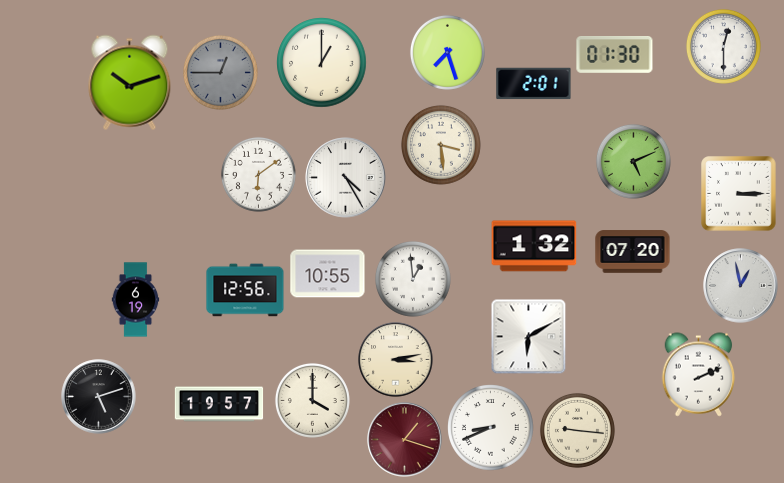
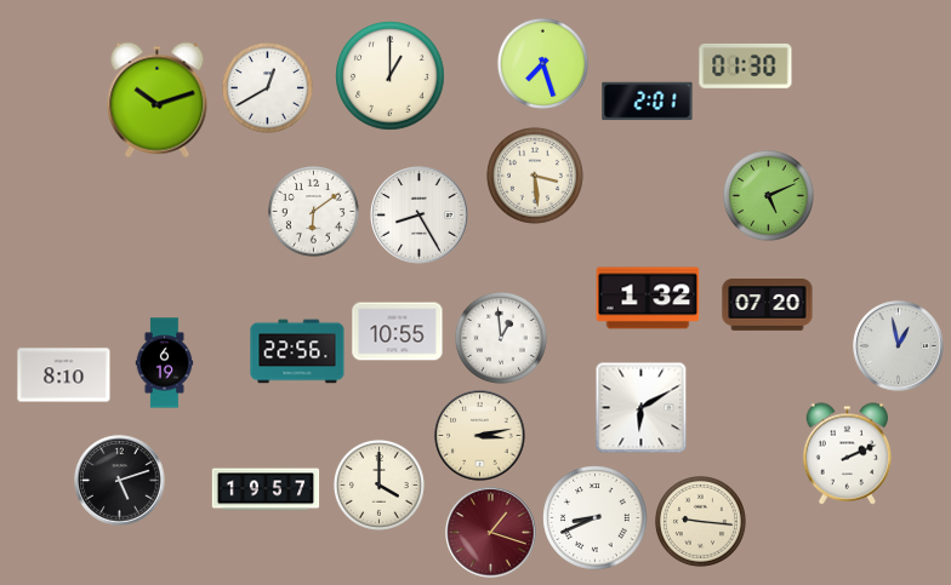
clock at (723, 46): 12:30 -> none
clock at (220, 72): 12:45 -> 12:40
clock at (220, 72) dial: grey -> white
clock at (346, 178): 4:25 -> 8:25
clock at (739, 194): 3:15 -> none
clock at (245, 290): 12:56 -> 22:56
clock at (64, 375): none -> 8:10
